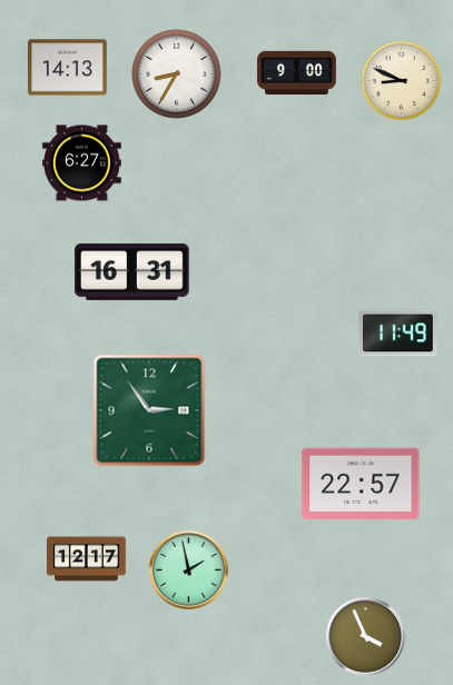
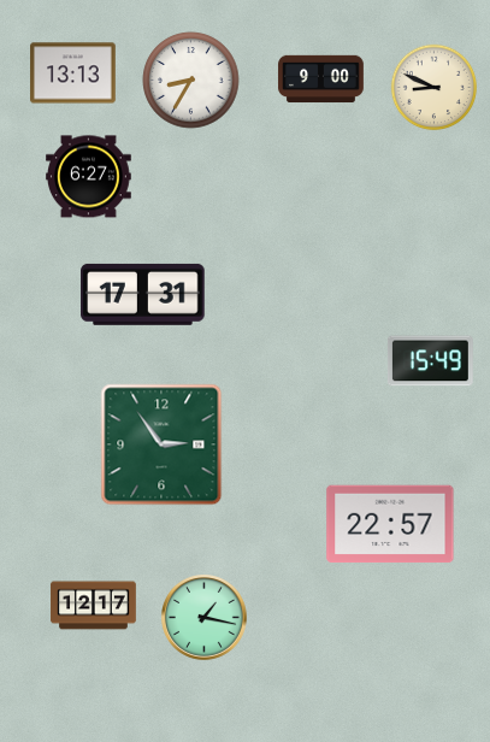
clock at (68, 68): 14:13 -> 13:13
clock at (132, 271): 16:31 -> 17:31
clock at (397, 334): 11:49 -> 15:49
clock at (189, 570): 1:58 -> 1:17
clock at (366, 637): 3:56 -> none
